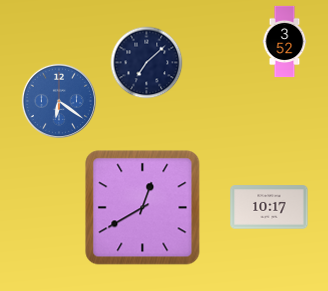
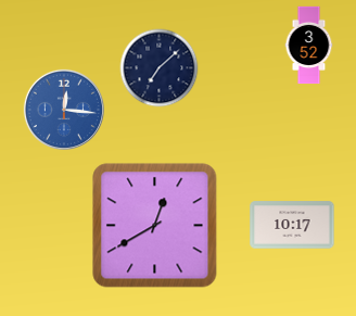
clock at (59, 101): 6:21 -> 12:16
